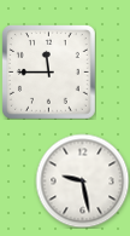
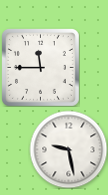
clock at (49, 73) position: (49, 73) -> (41, 68)
